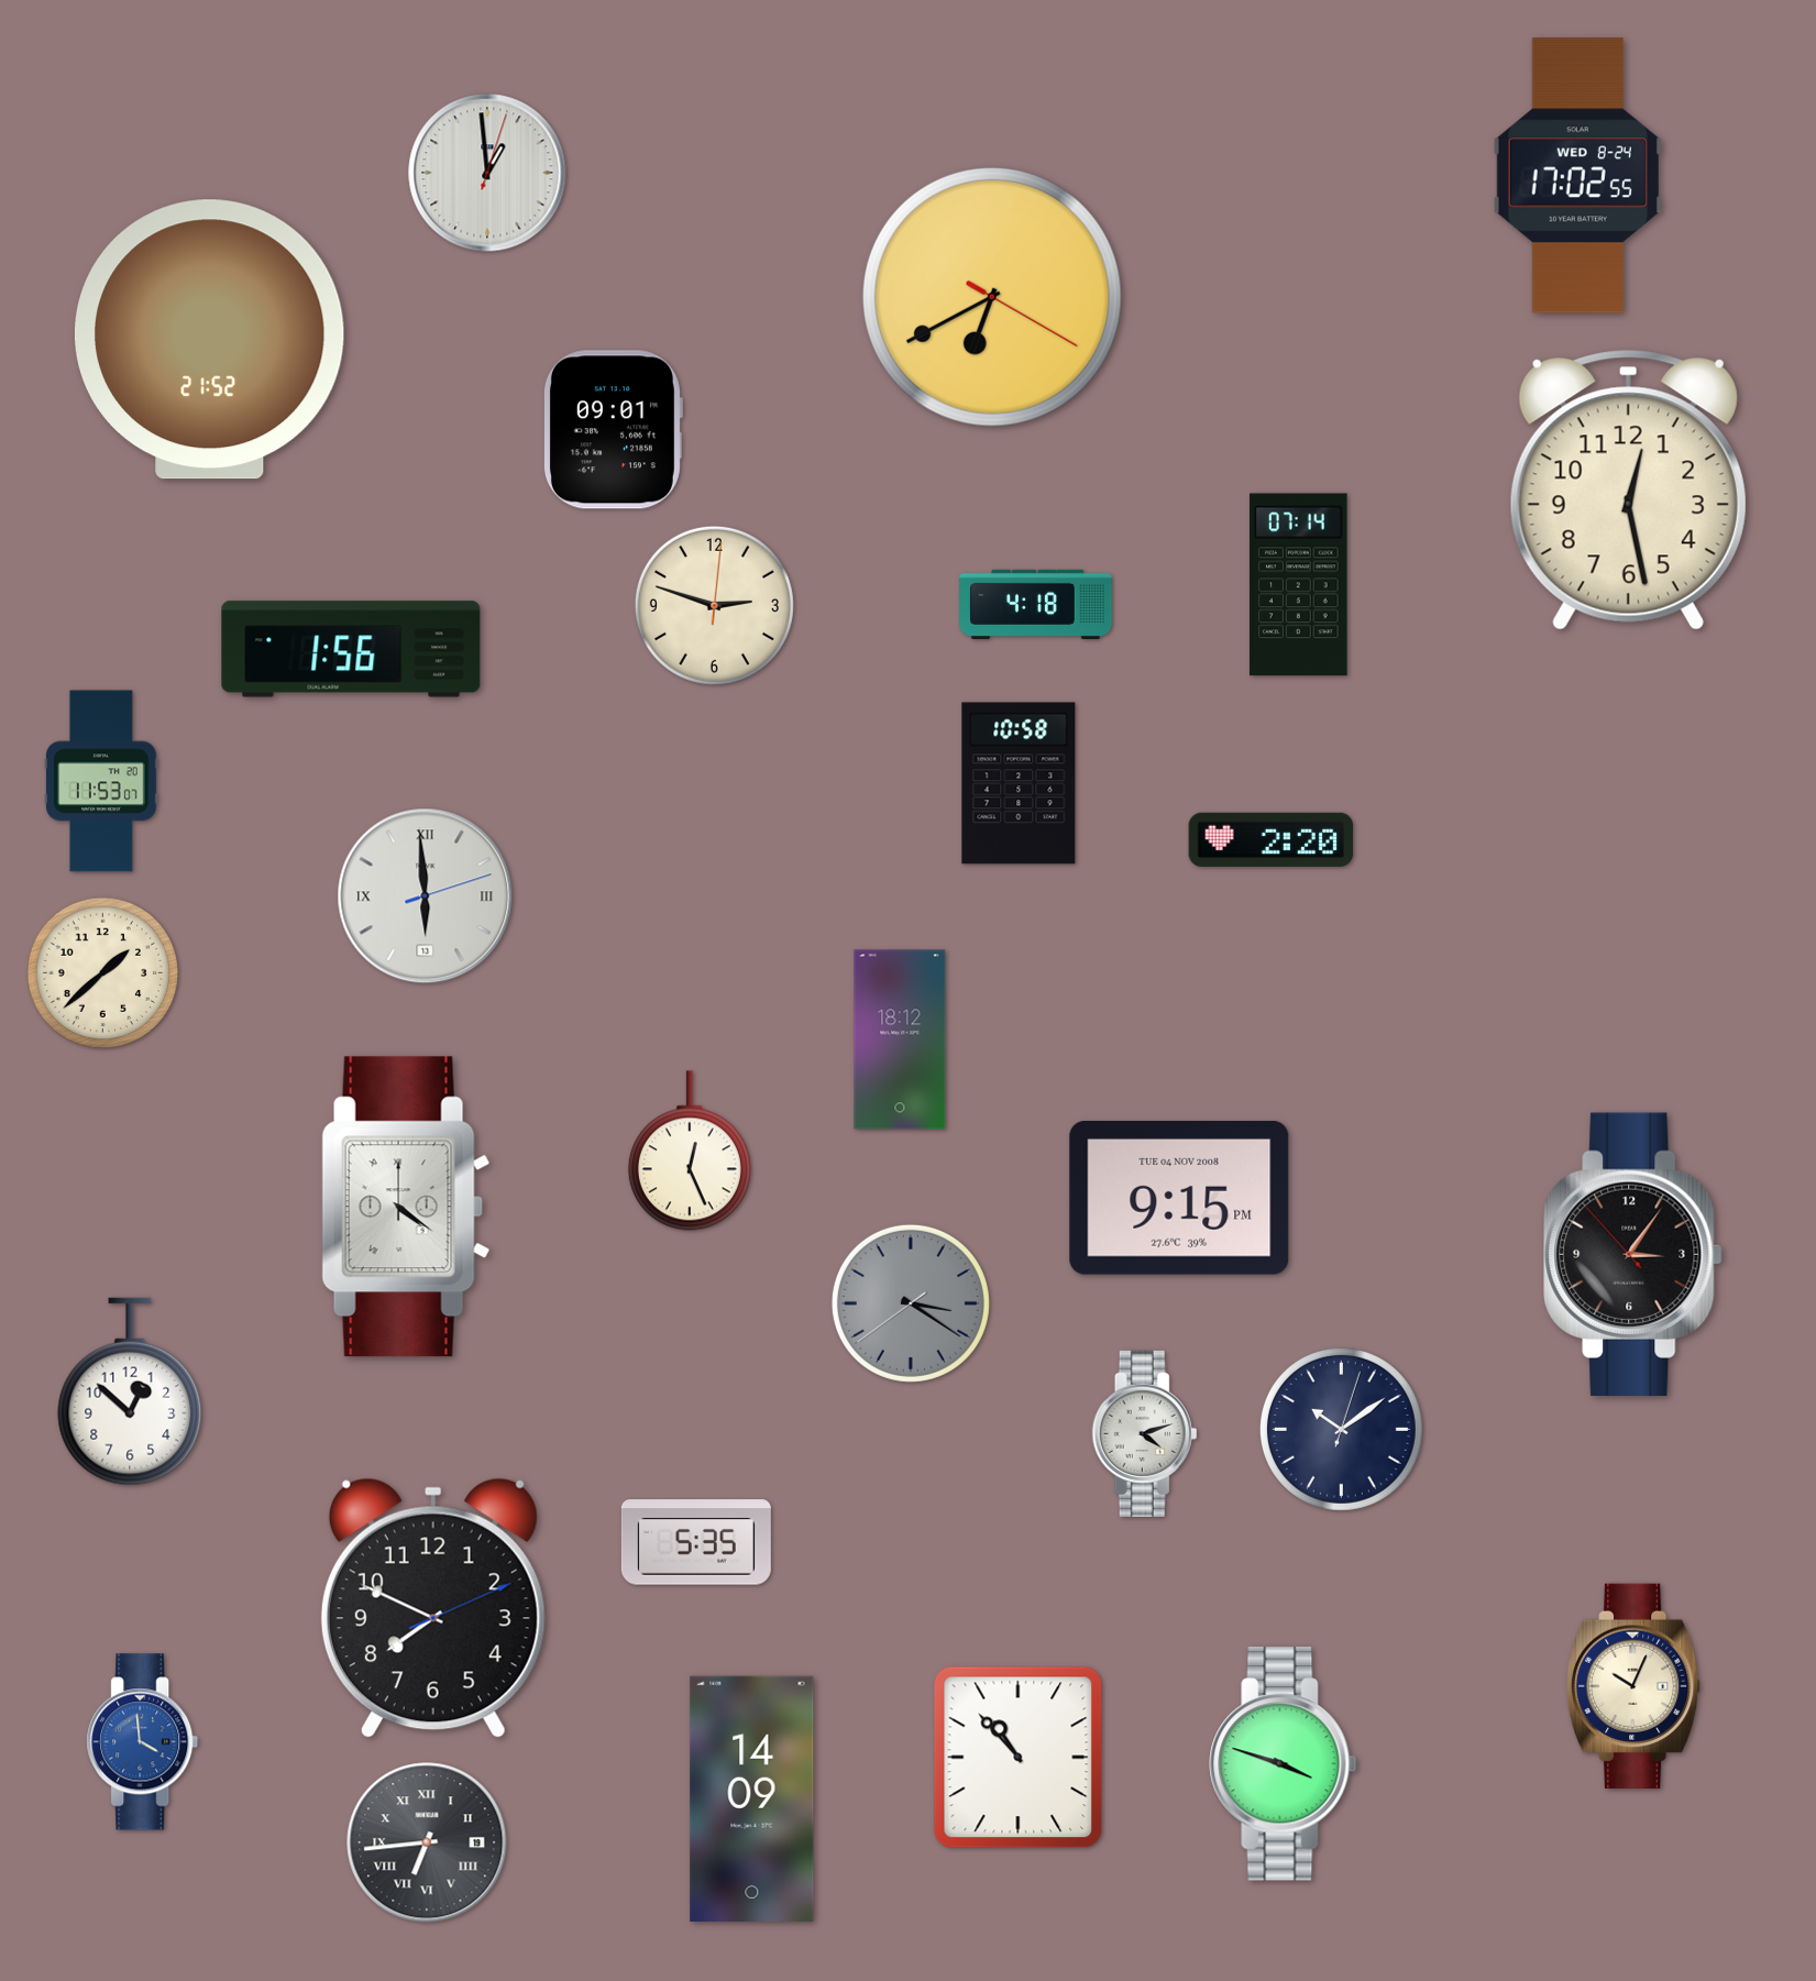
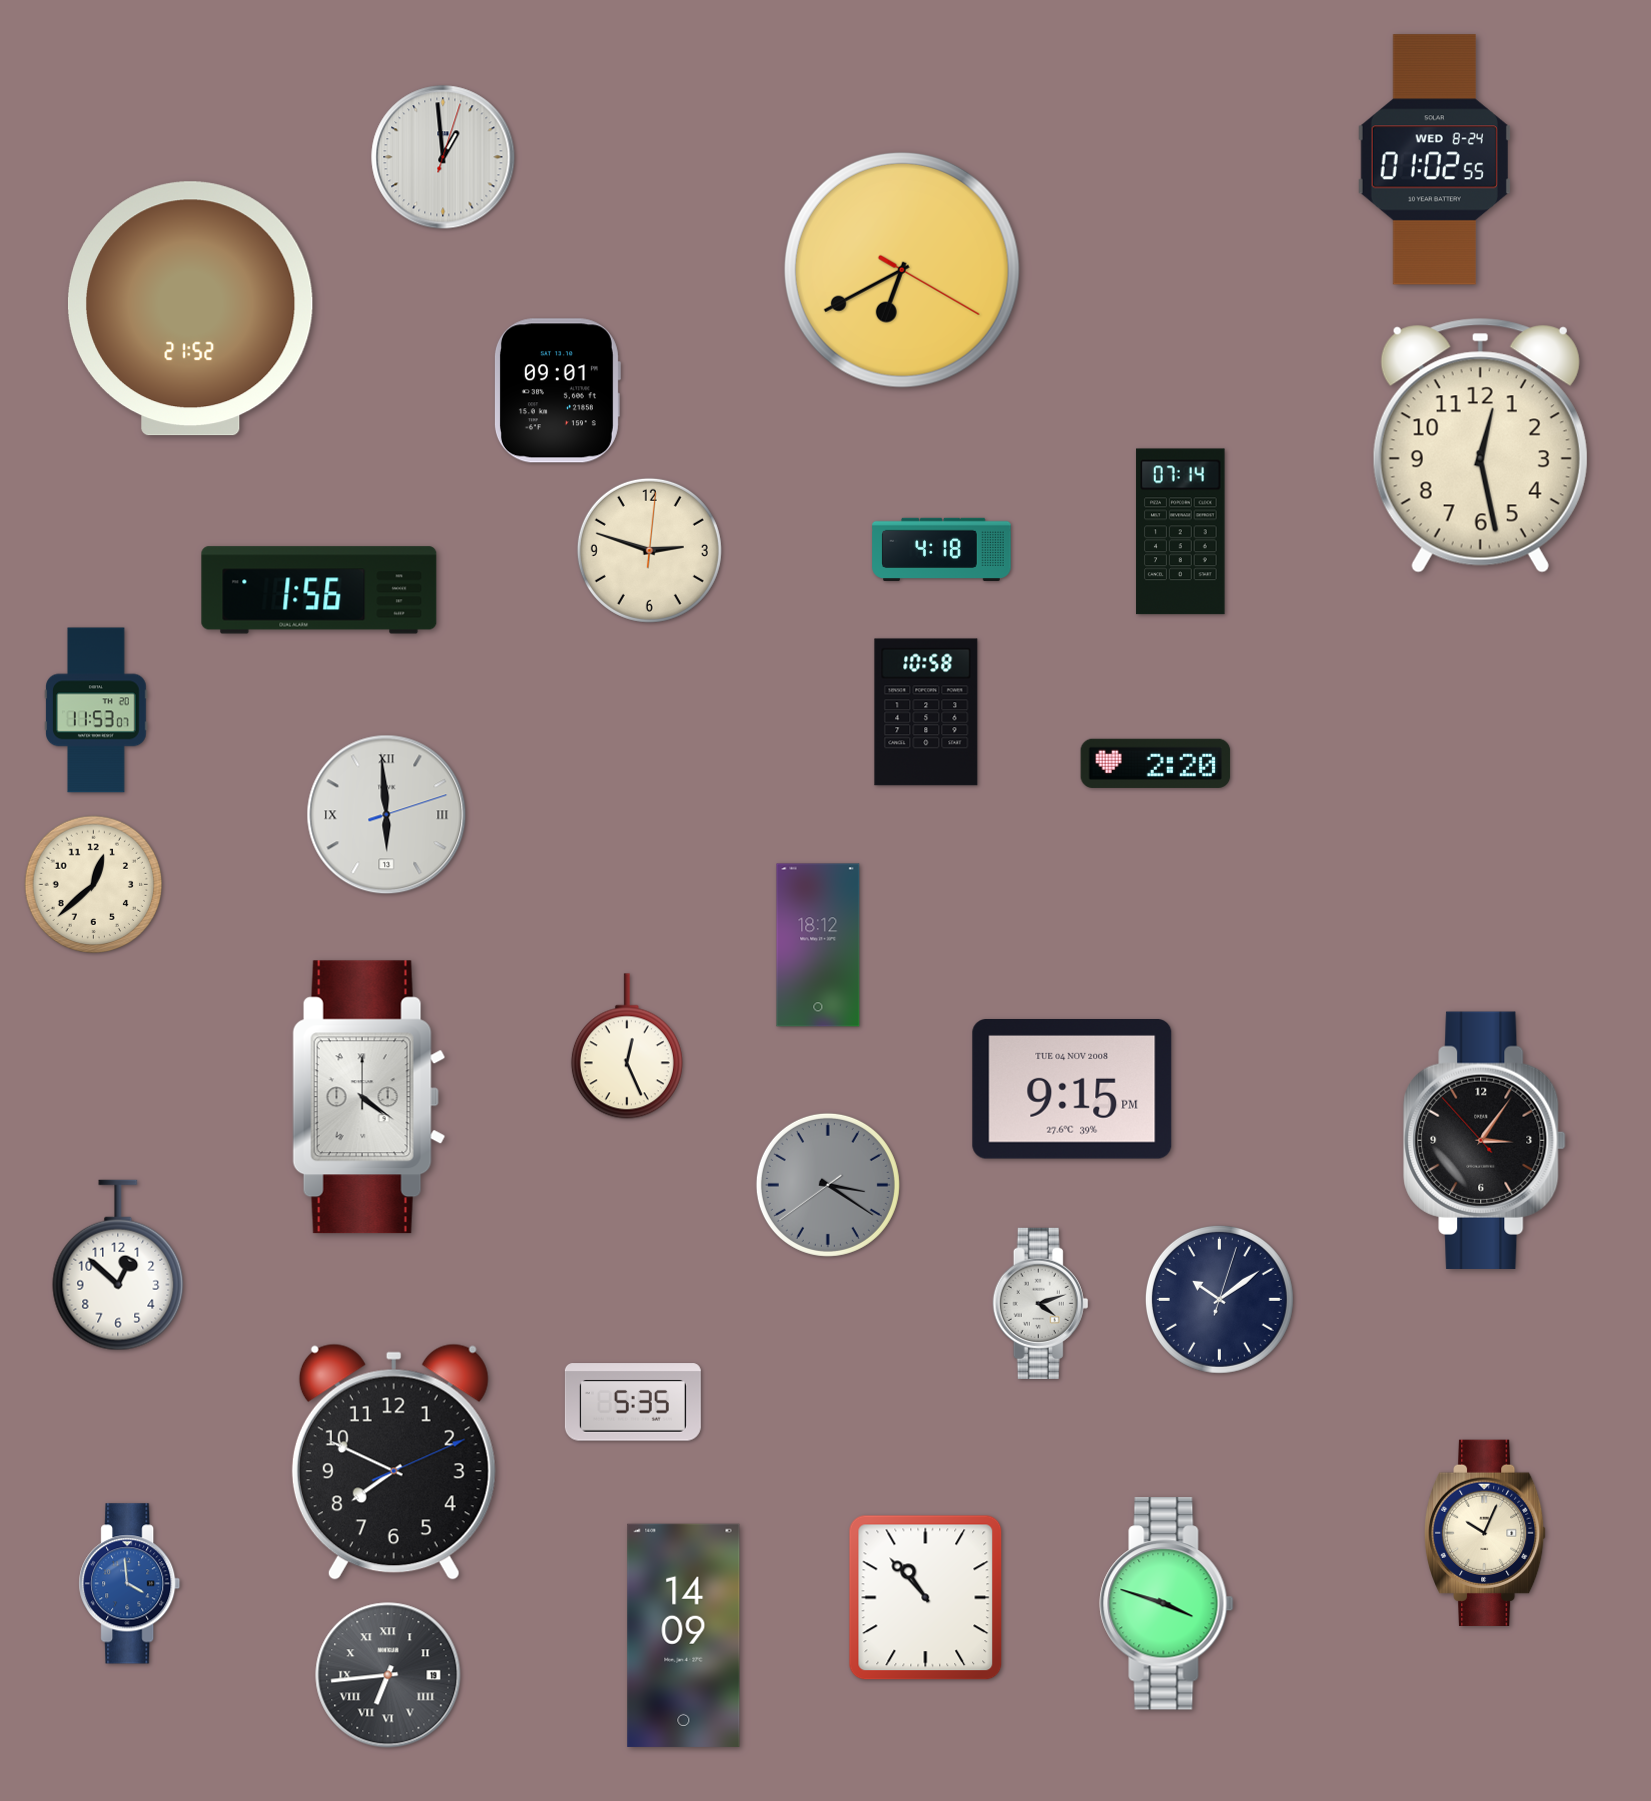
clock at (1577, 176): 17:02 -> 01:02
clock at (101, 781) position: (101, 781) -> (96, 710)
clock at (103, 973): 1:38 -> 12:38
